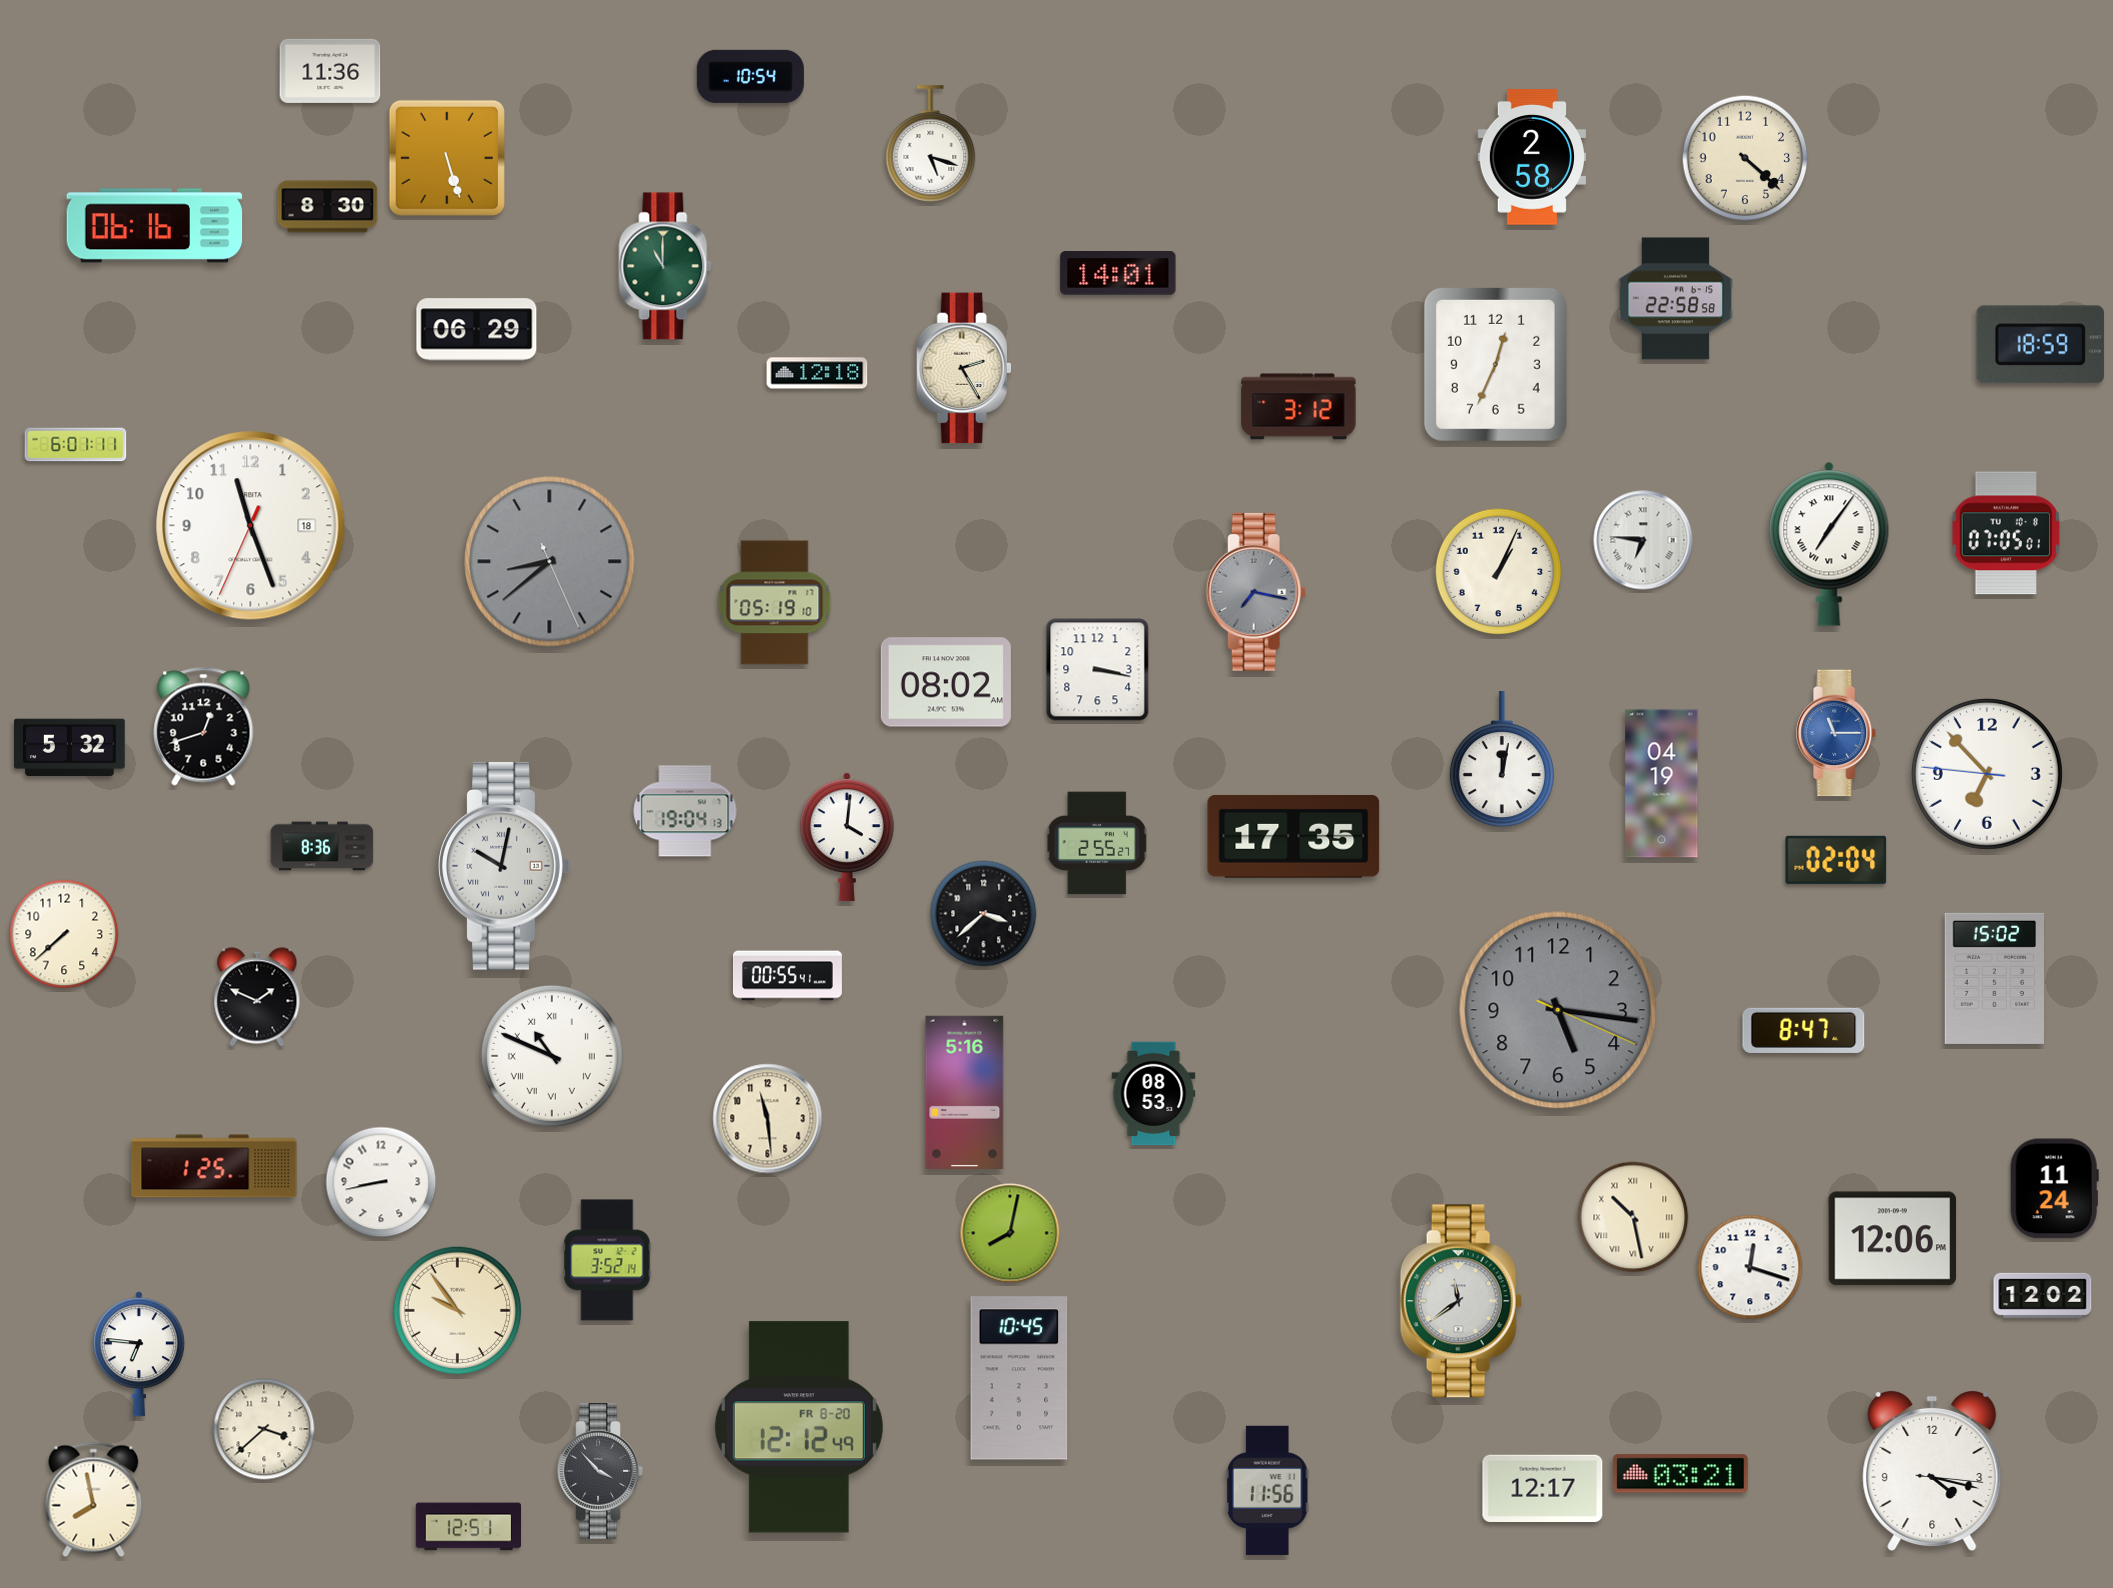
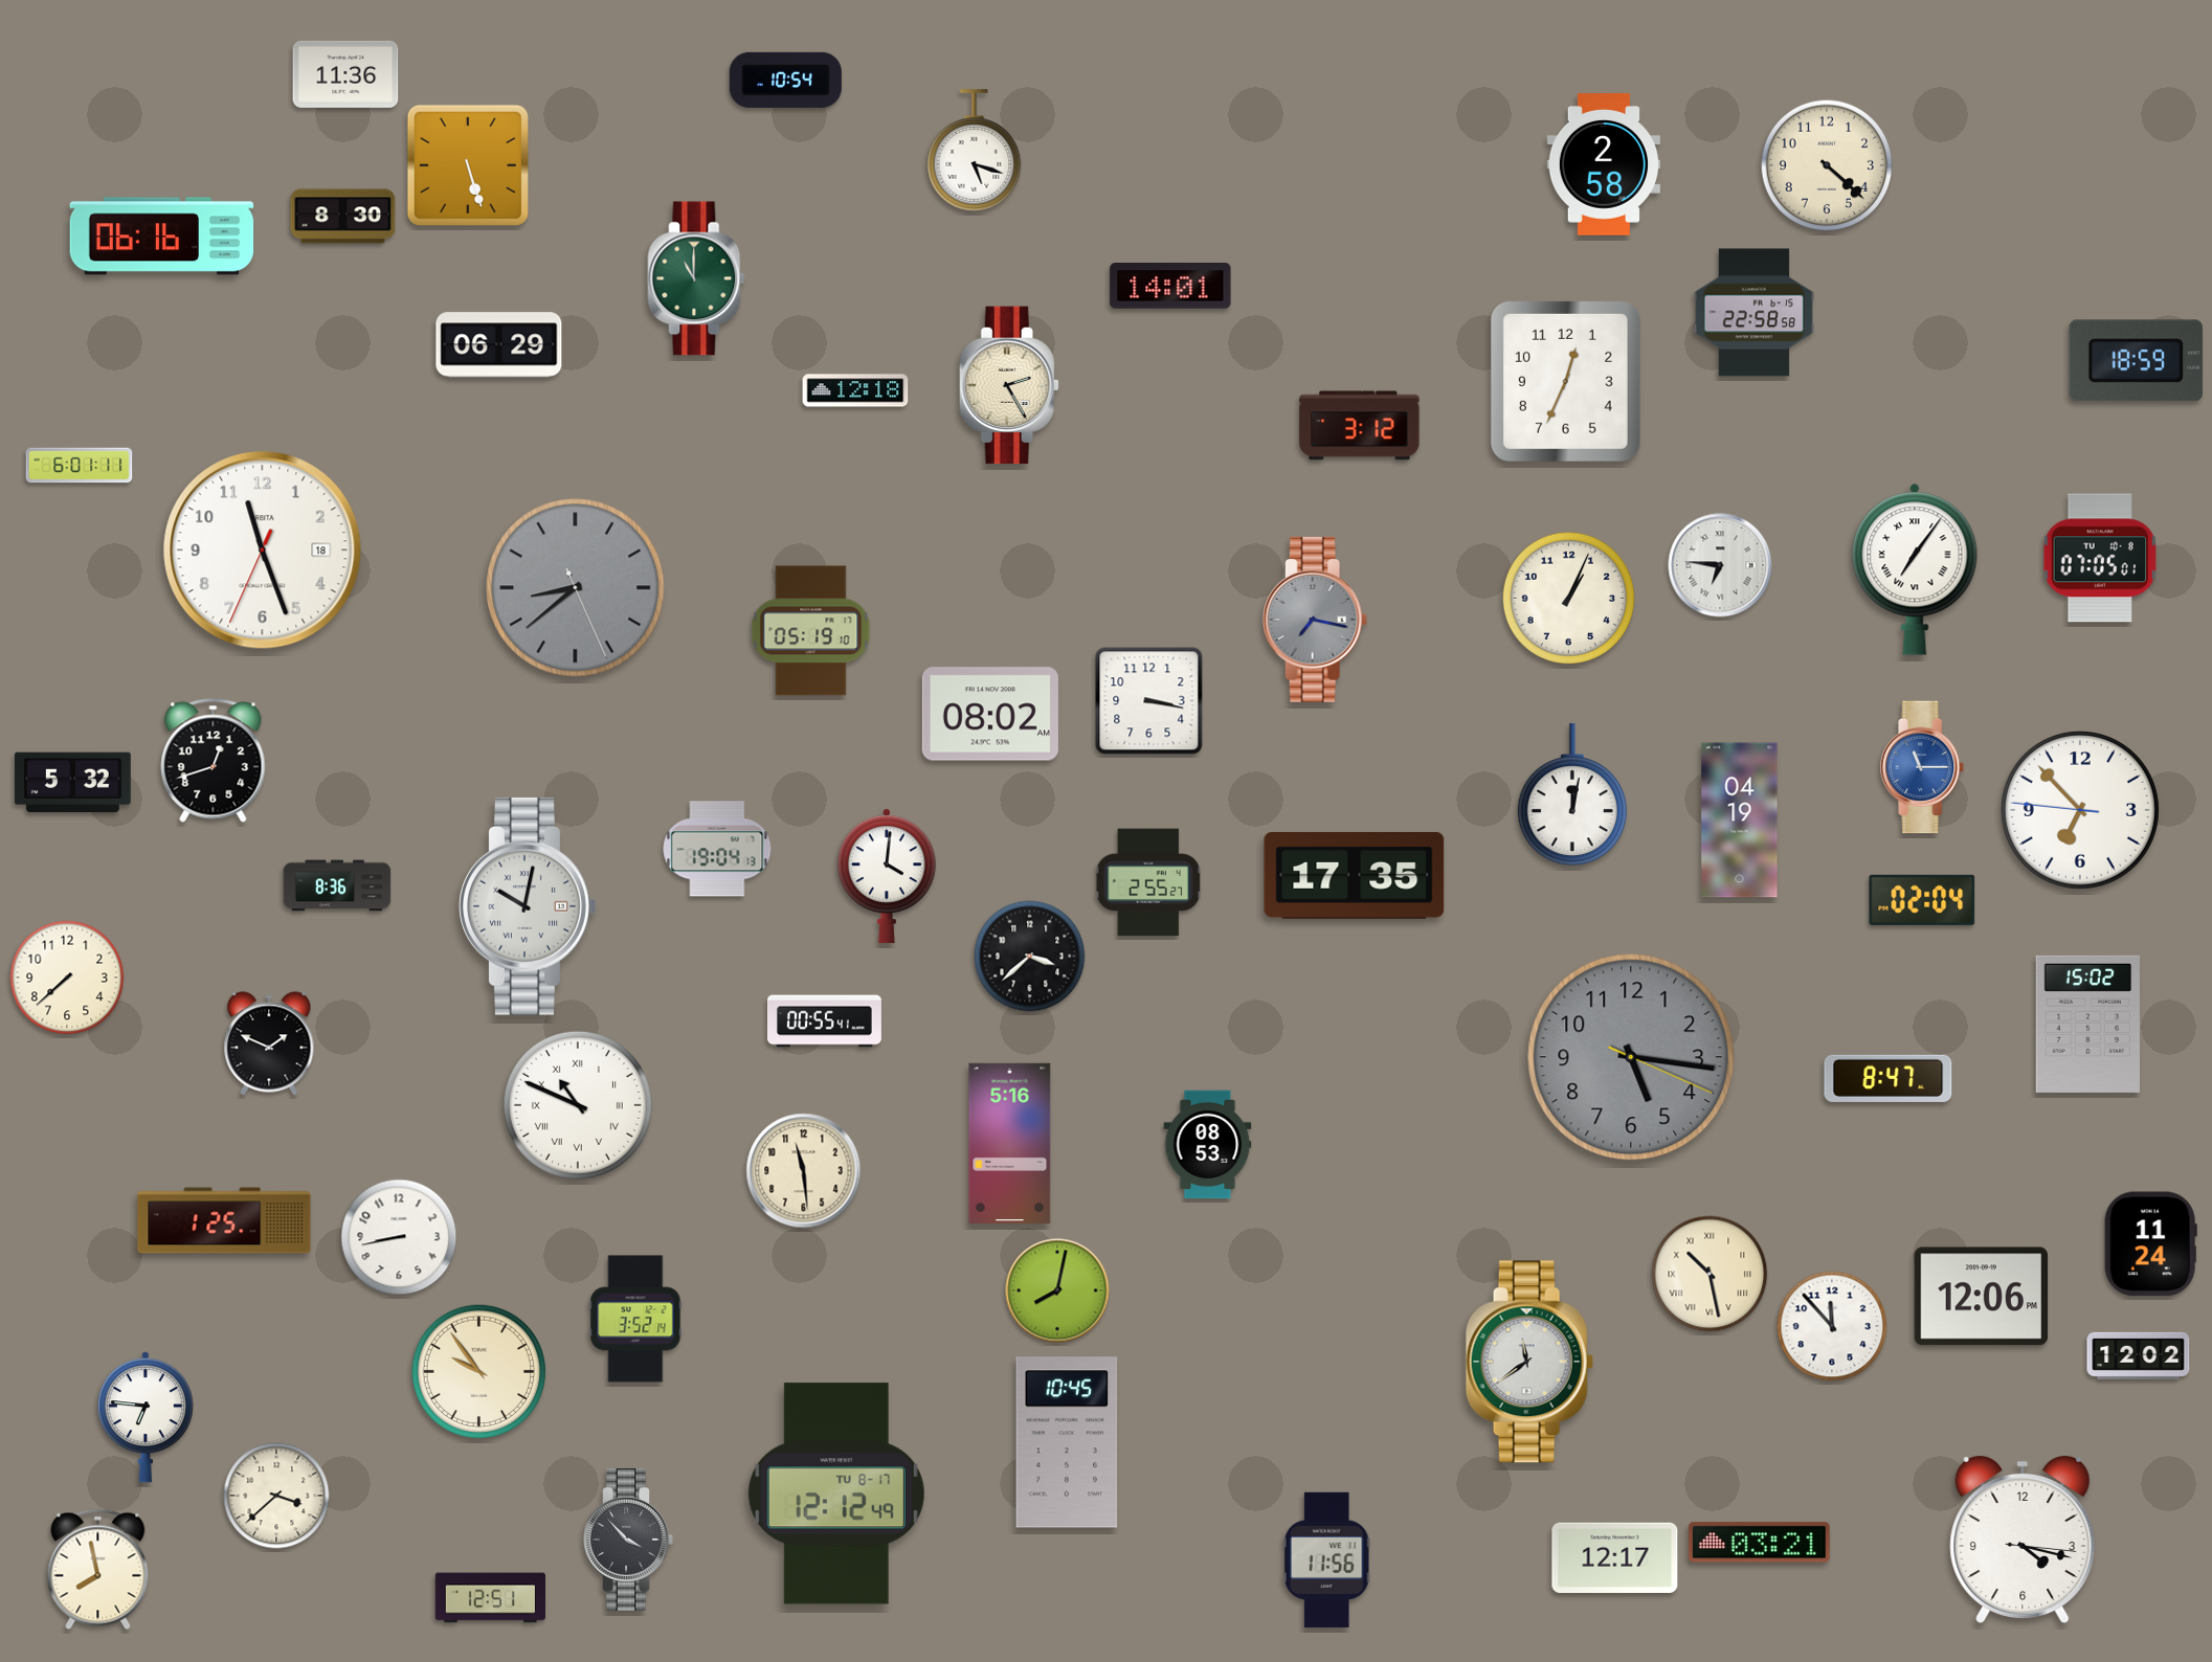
clock at (1750, 1267): 12:18 -> 11:53
clock at (799, 1427) date: FR 8-20 -> TU 8-17
